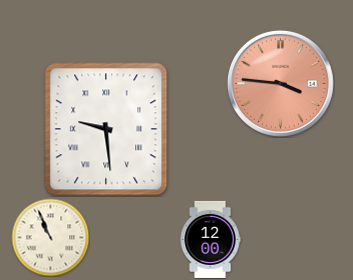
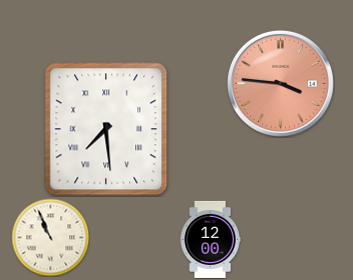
clock at (106, 129): 9:29 -> 7:29
